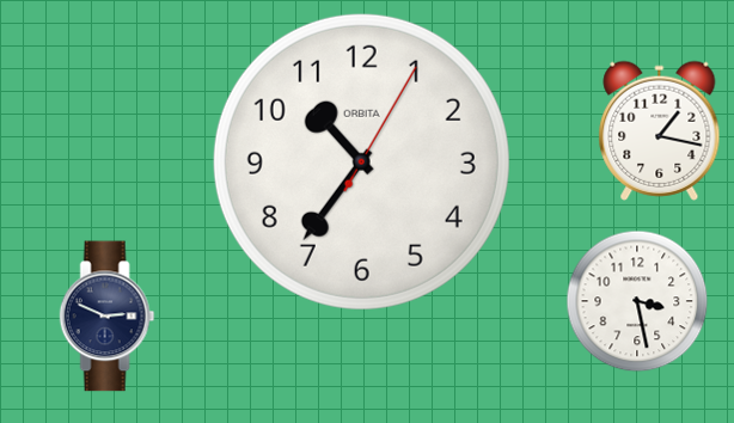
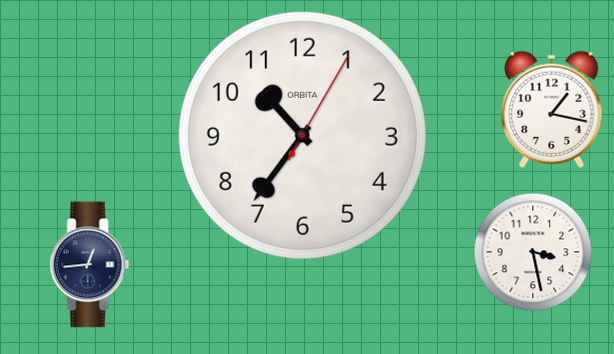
clock at (108, 317): 2:49 -> 12:44
